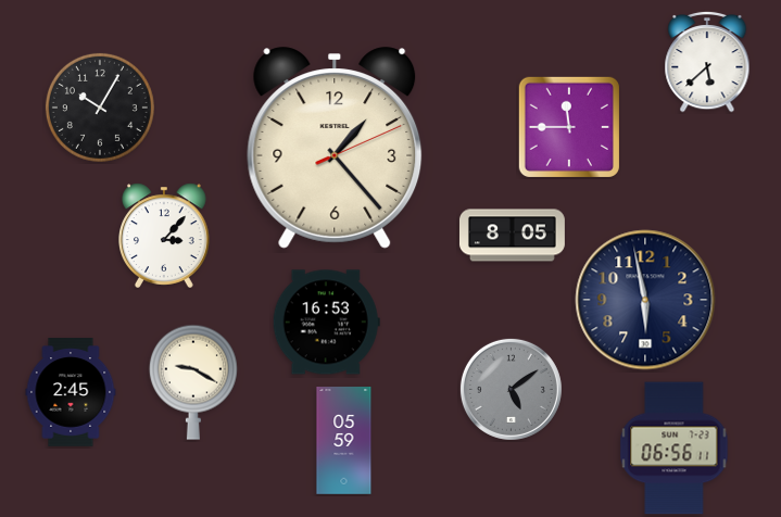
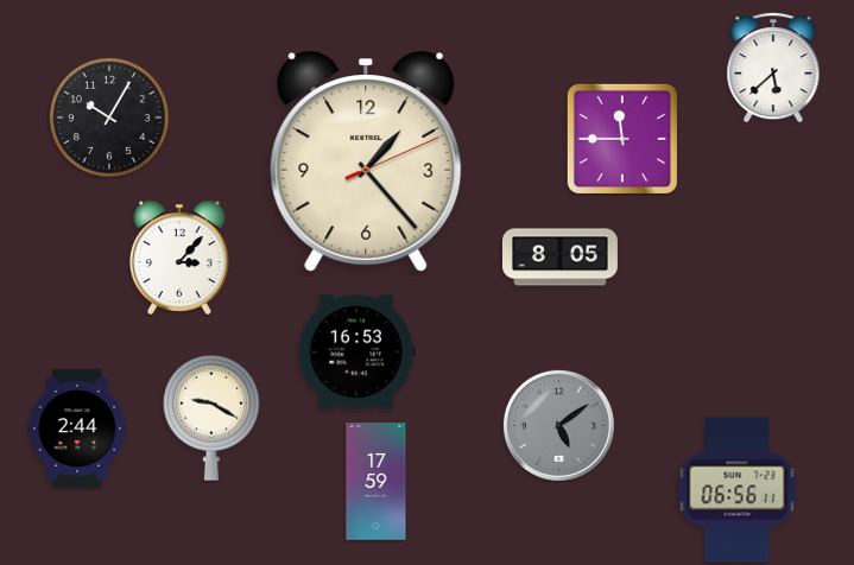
clock at (645, 300): 5:58 -> none
clock at (71, 392): 2:45 -> 2:44
clock at (344, 441): 05:59 -> 17:59
